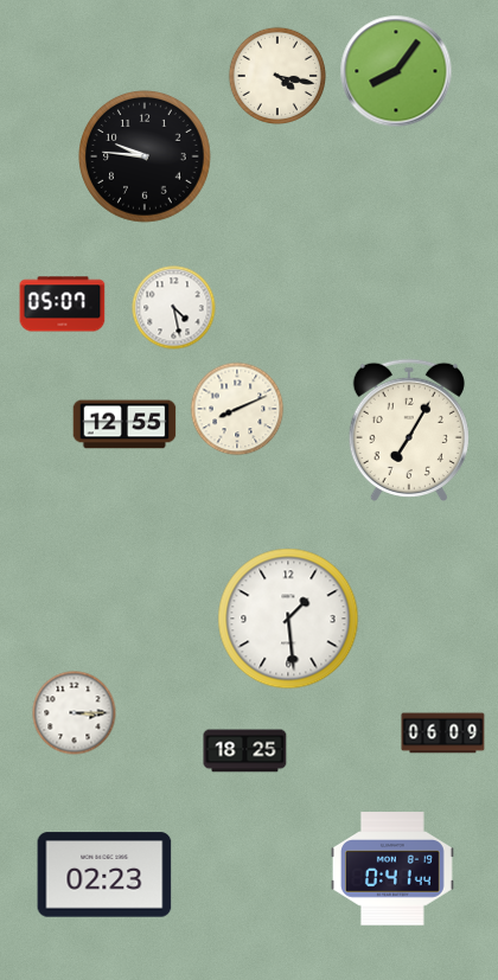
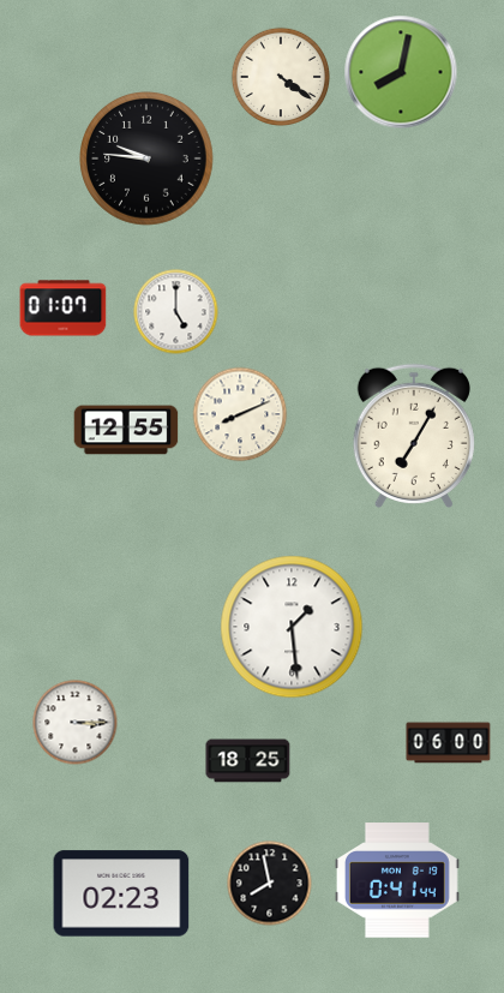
clock at (396, 71): 8:06 -> 8:02
clock at (277, 76): 4:17 -> 4:21
clock at (63, 305): 05:07 -> 01:07
clock at (174, 308): 4:28 -> 5:00
clock at (443, 734): 06:09 -> 06:00
clock at (270, 884): none -> 7:58
clock at (104, 875) position: (104, 875) -> (121, 893)
